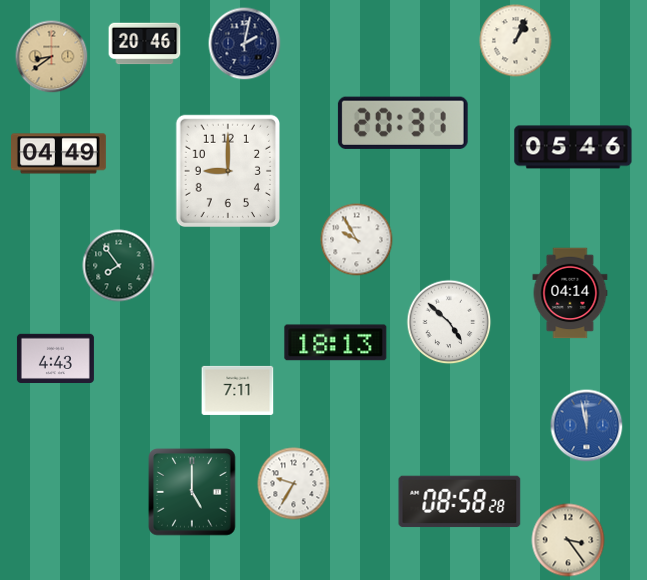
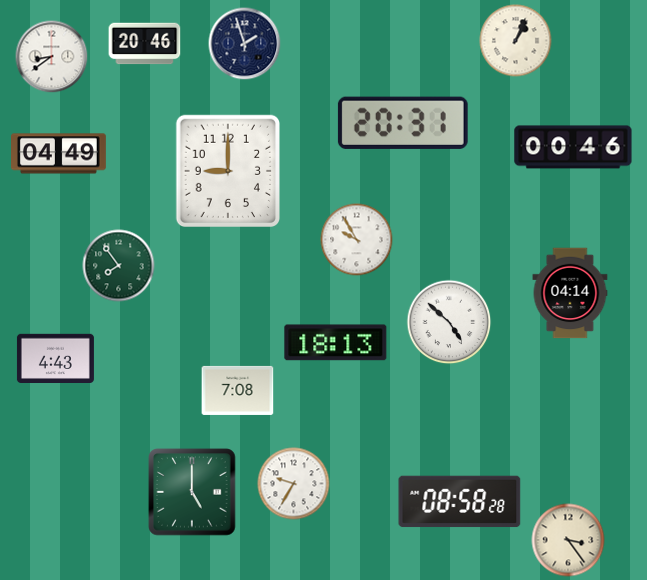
clock at (245, 44): 2:02 -> 1:57
clock at (52, 57) dial: champagne -> white
clock at (573, 147): 05:46 -> 00:46
clock at (238, 390): 7:11 -> 7:08
clock at (587, 426): 11:58 -> none
